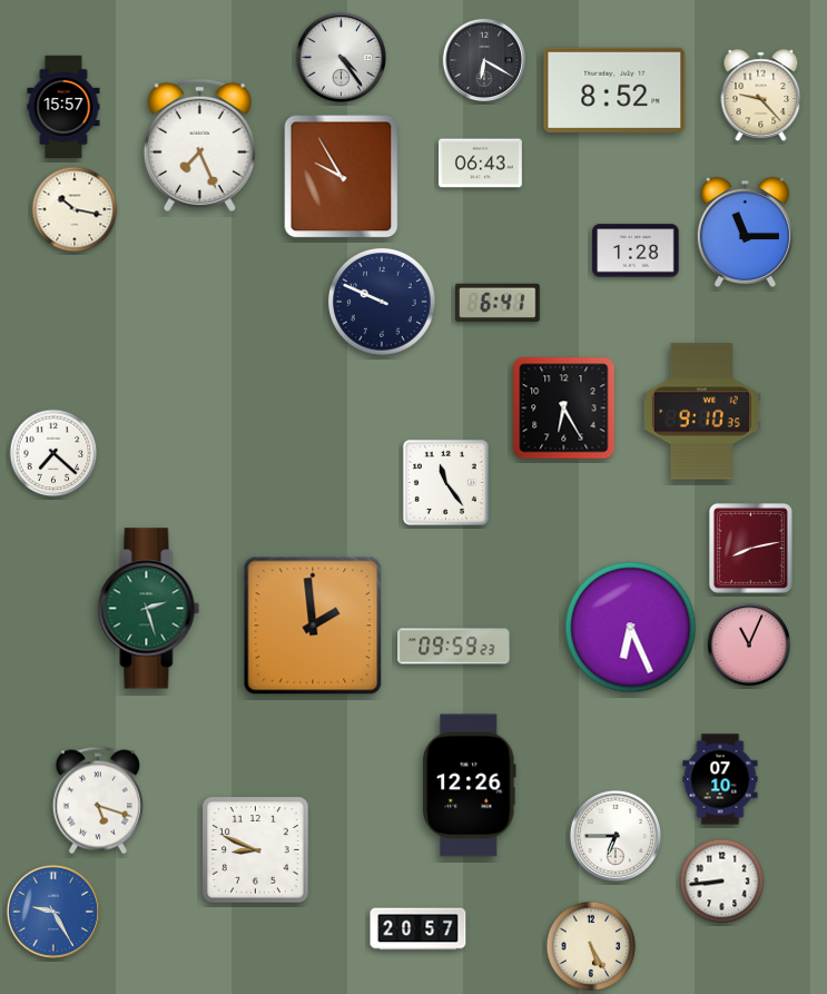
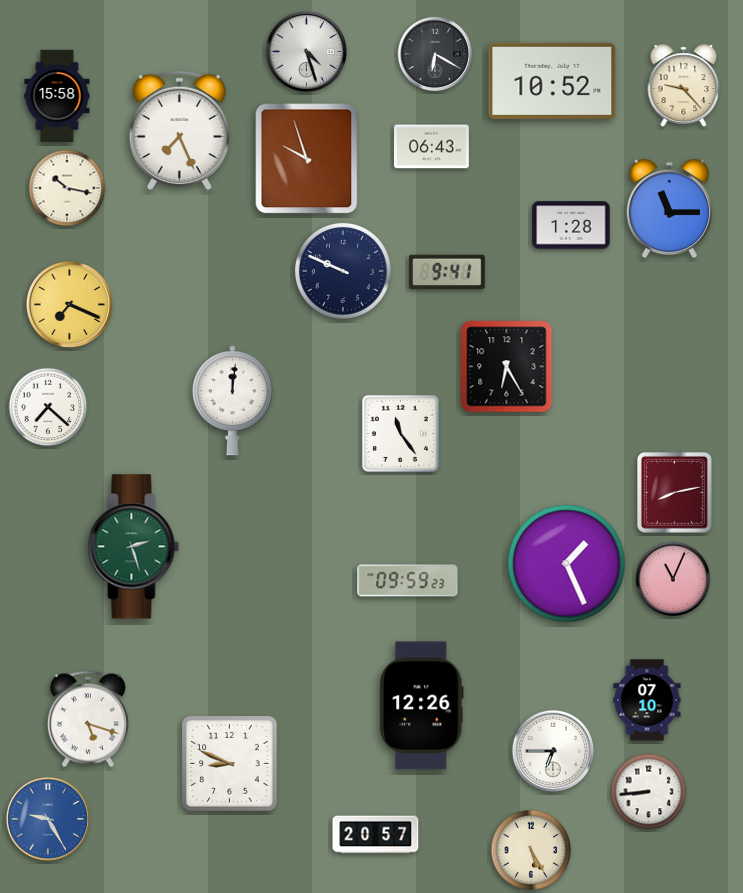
clock at (341, 57): 4:24 -> 4:27
clock at (614, 90): 8:52 -> 10:52
clock at (63, 107): 15:57 -> 15:58
clock at (342, 177): 9:55 -> 9:57
clock at (498, 302): 6:41 -> 9:41
clock at (69, 304): none -> 7:19
clock at (701, 412): 9:10 -> none
clock at (232, 401): none -> 12:01
clock at (313, 626): 1:59 -> none
clock at (631, 628): 6:26 -> 1:26
